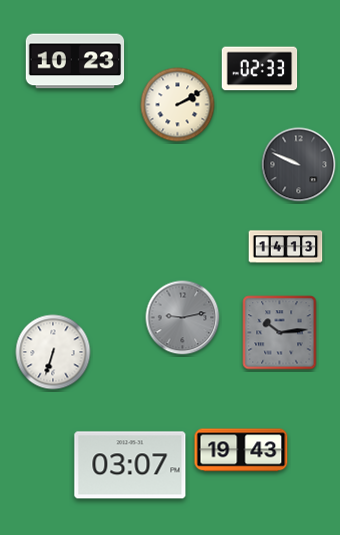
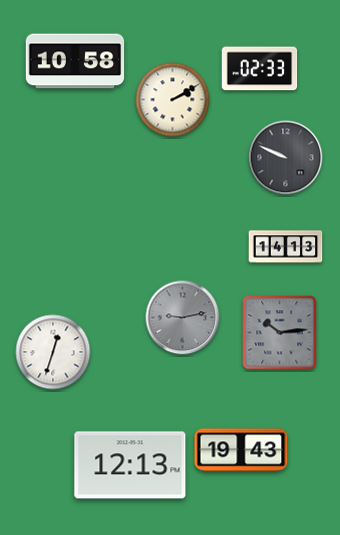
clock at (75, 61): 10:23 -> 10:58
clock at (178, 105) position: (178, 105) -> (173, 100)
clock at (299, 165) position: (299, 165) -> (286, 158)
clock at (53, 352): 6:33 -> 12:33
clock at (130, 465): 03:07 -> 12:13
